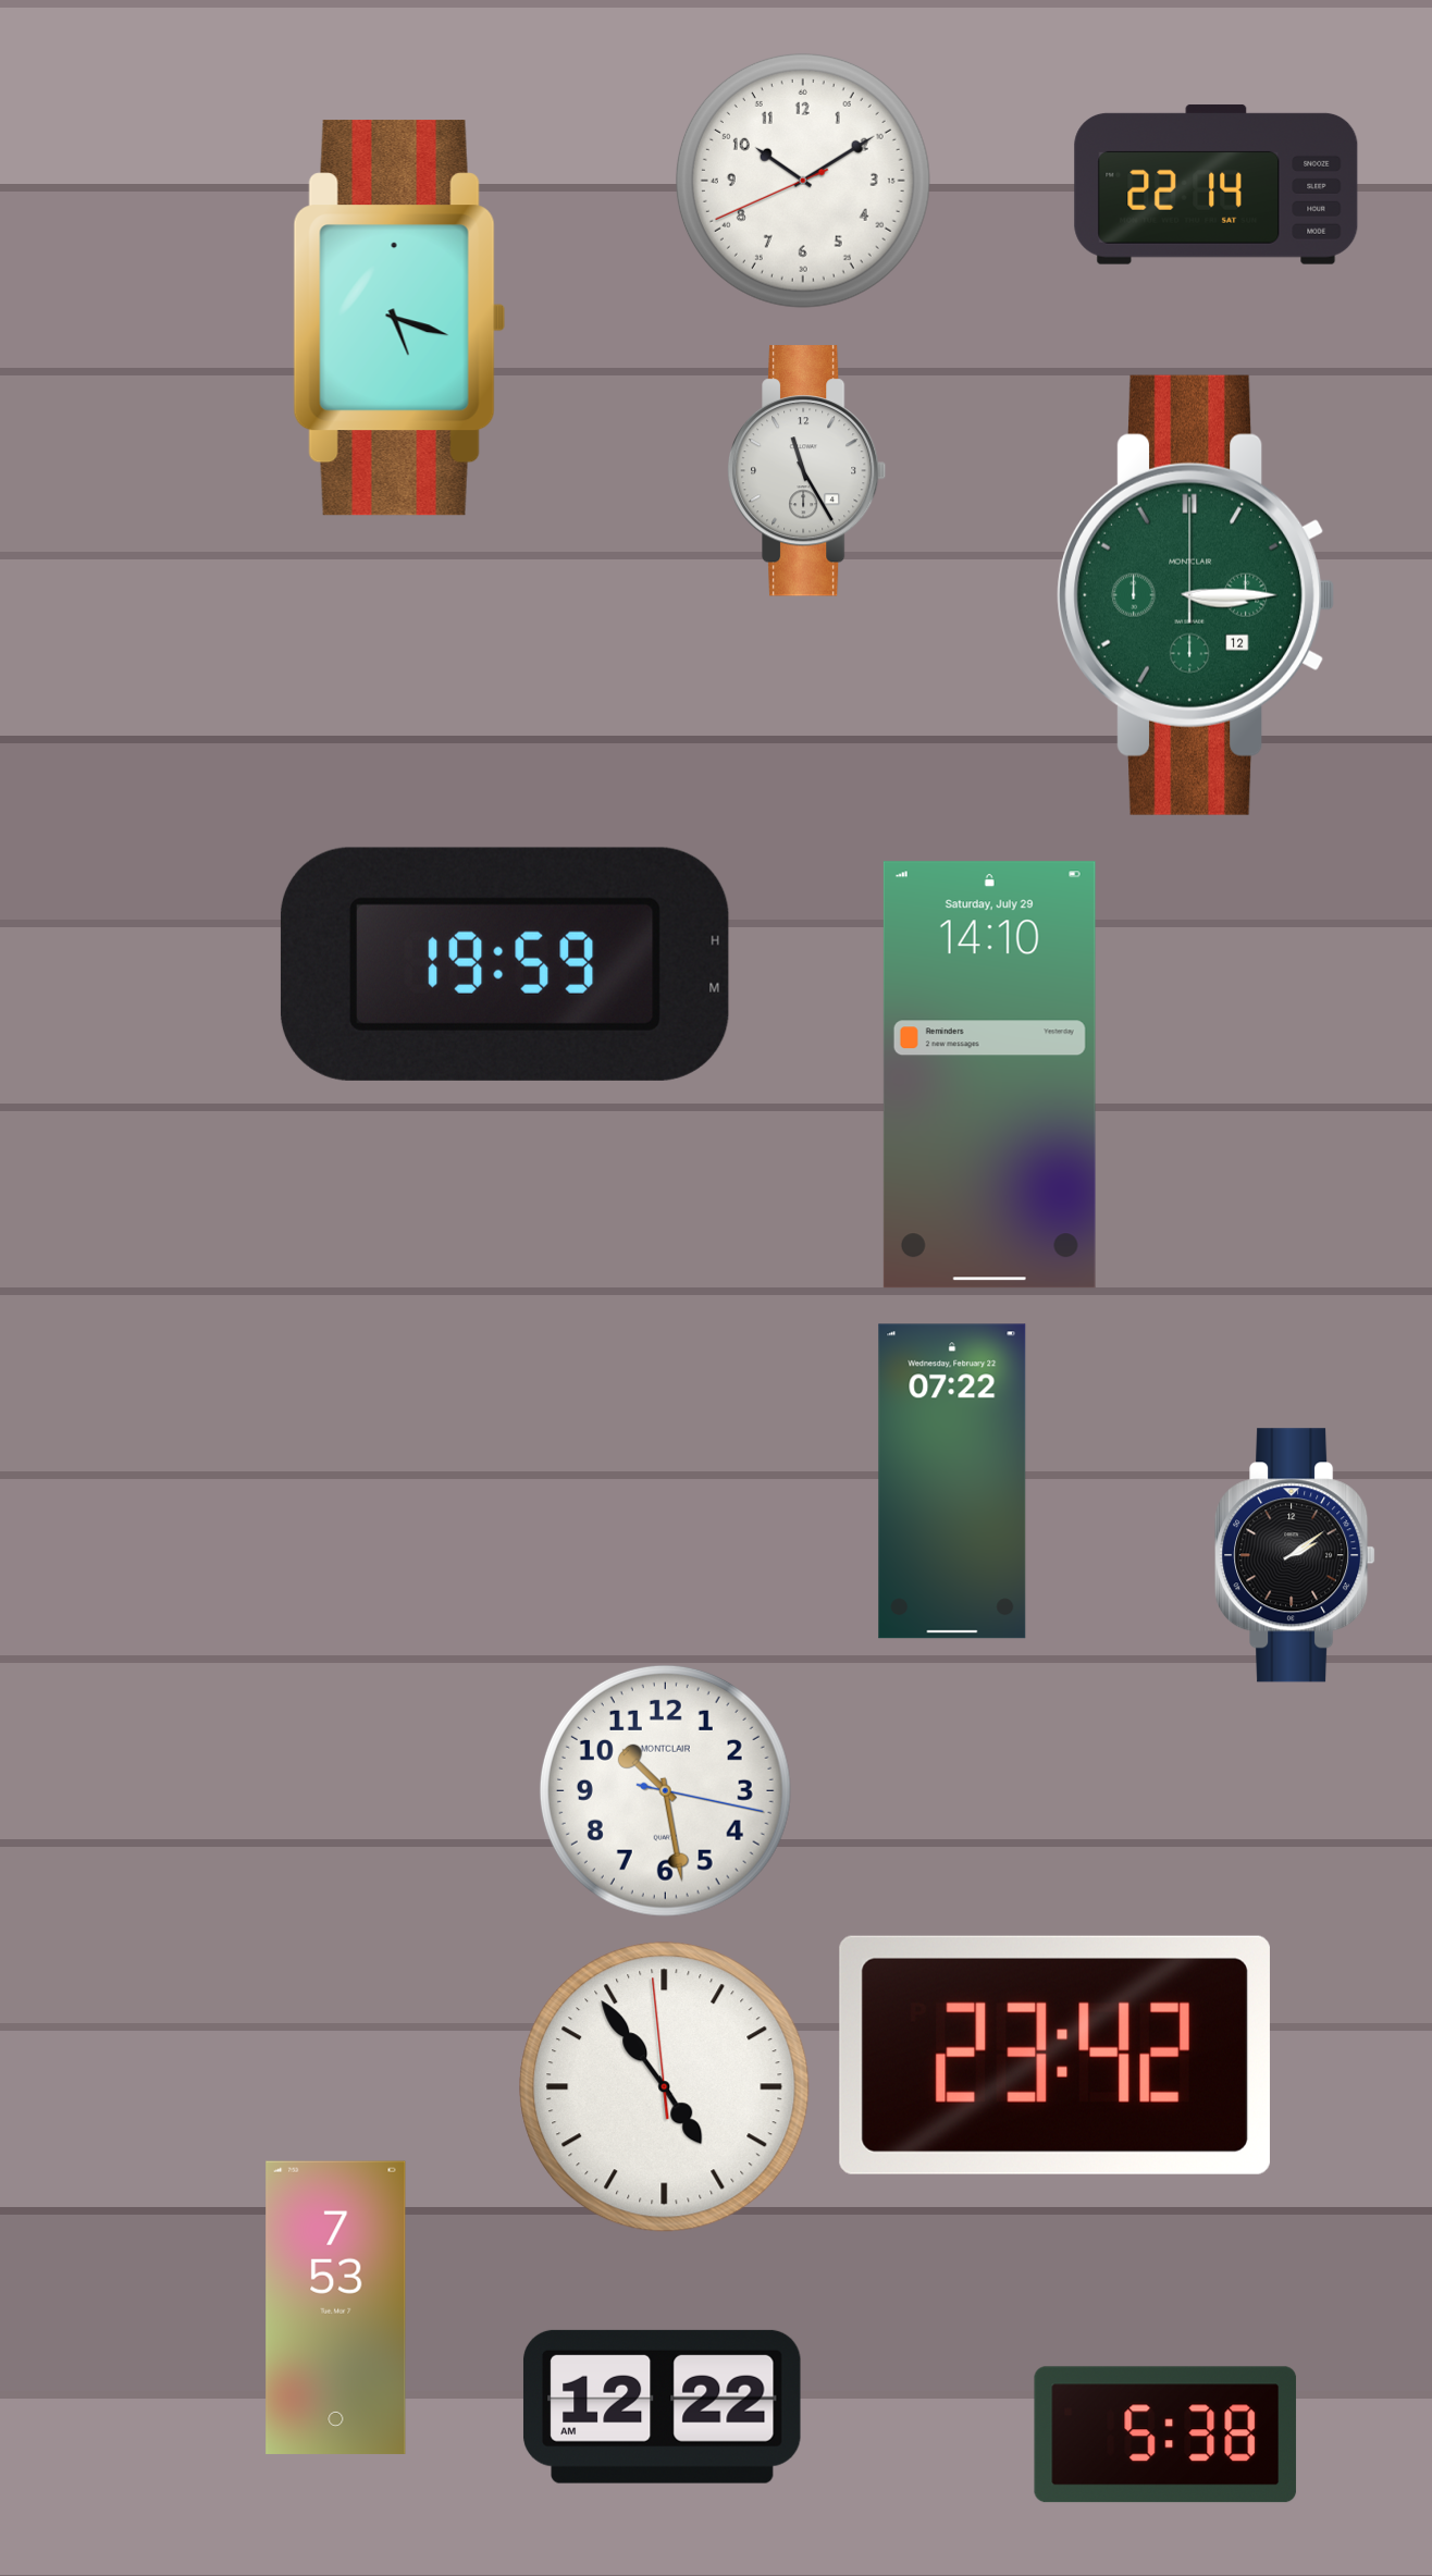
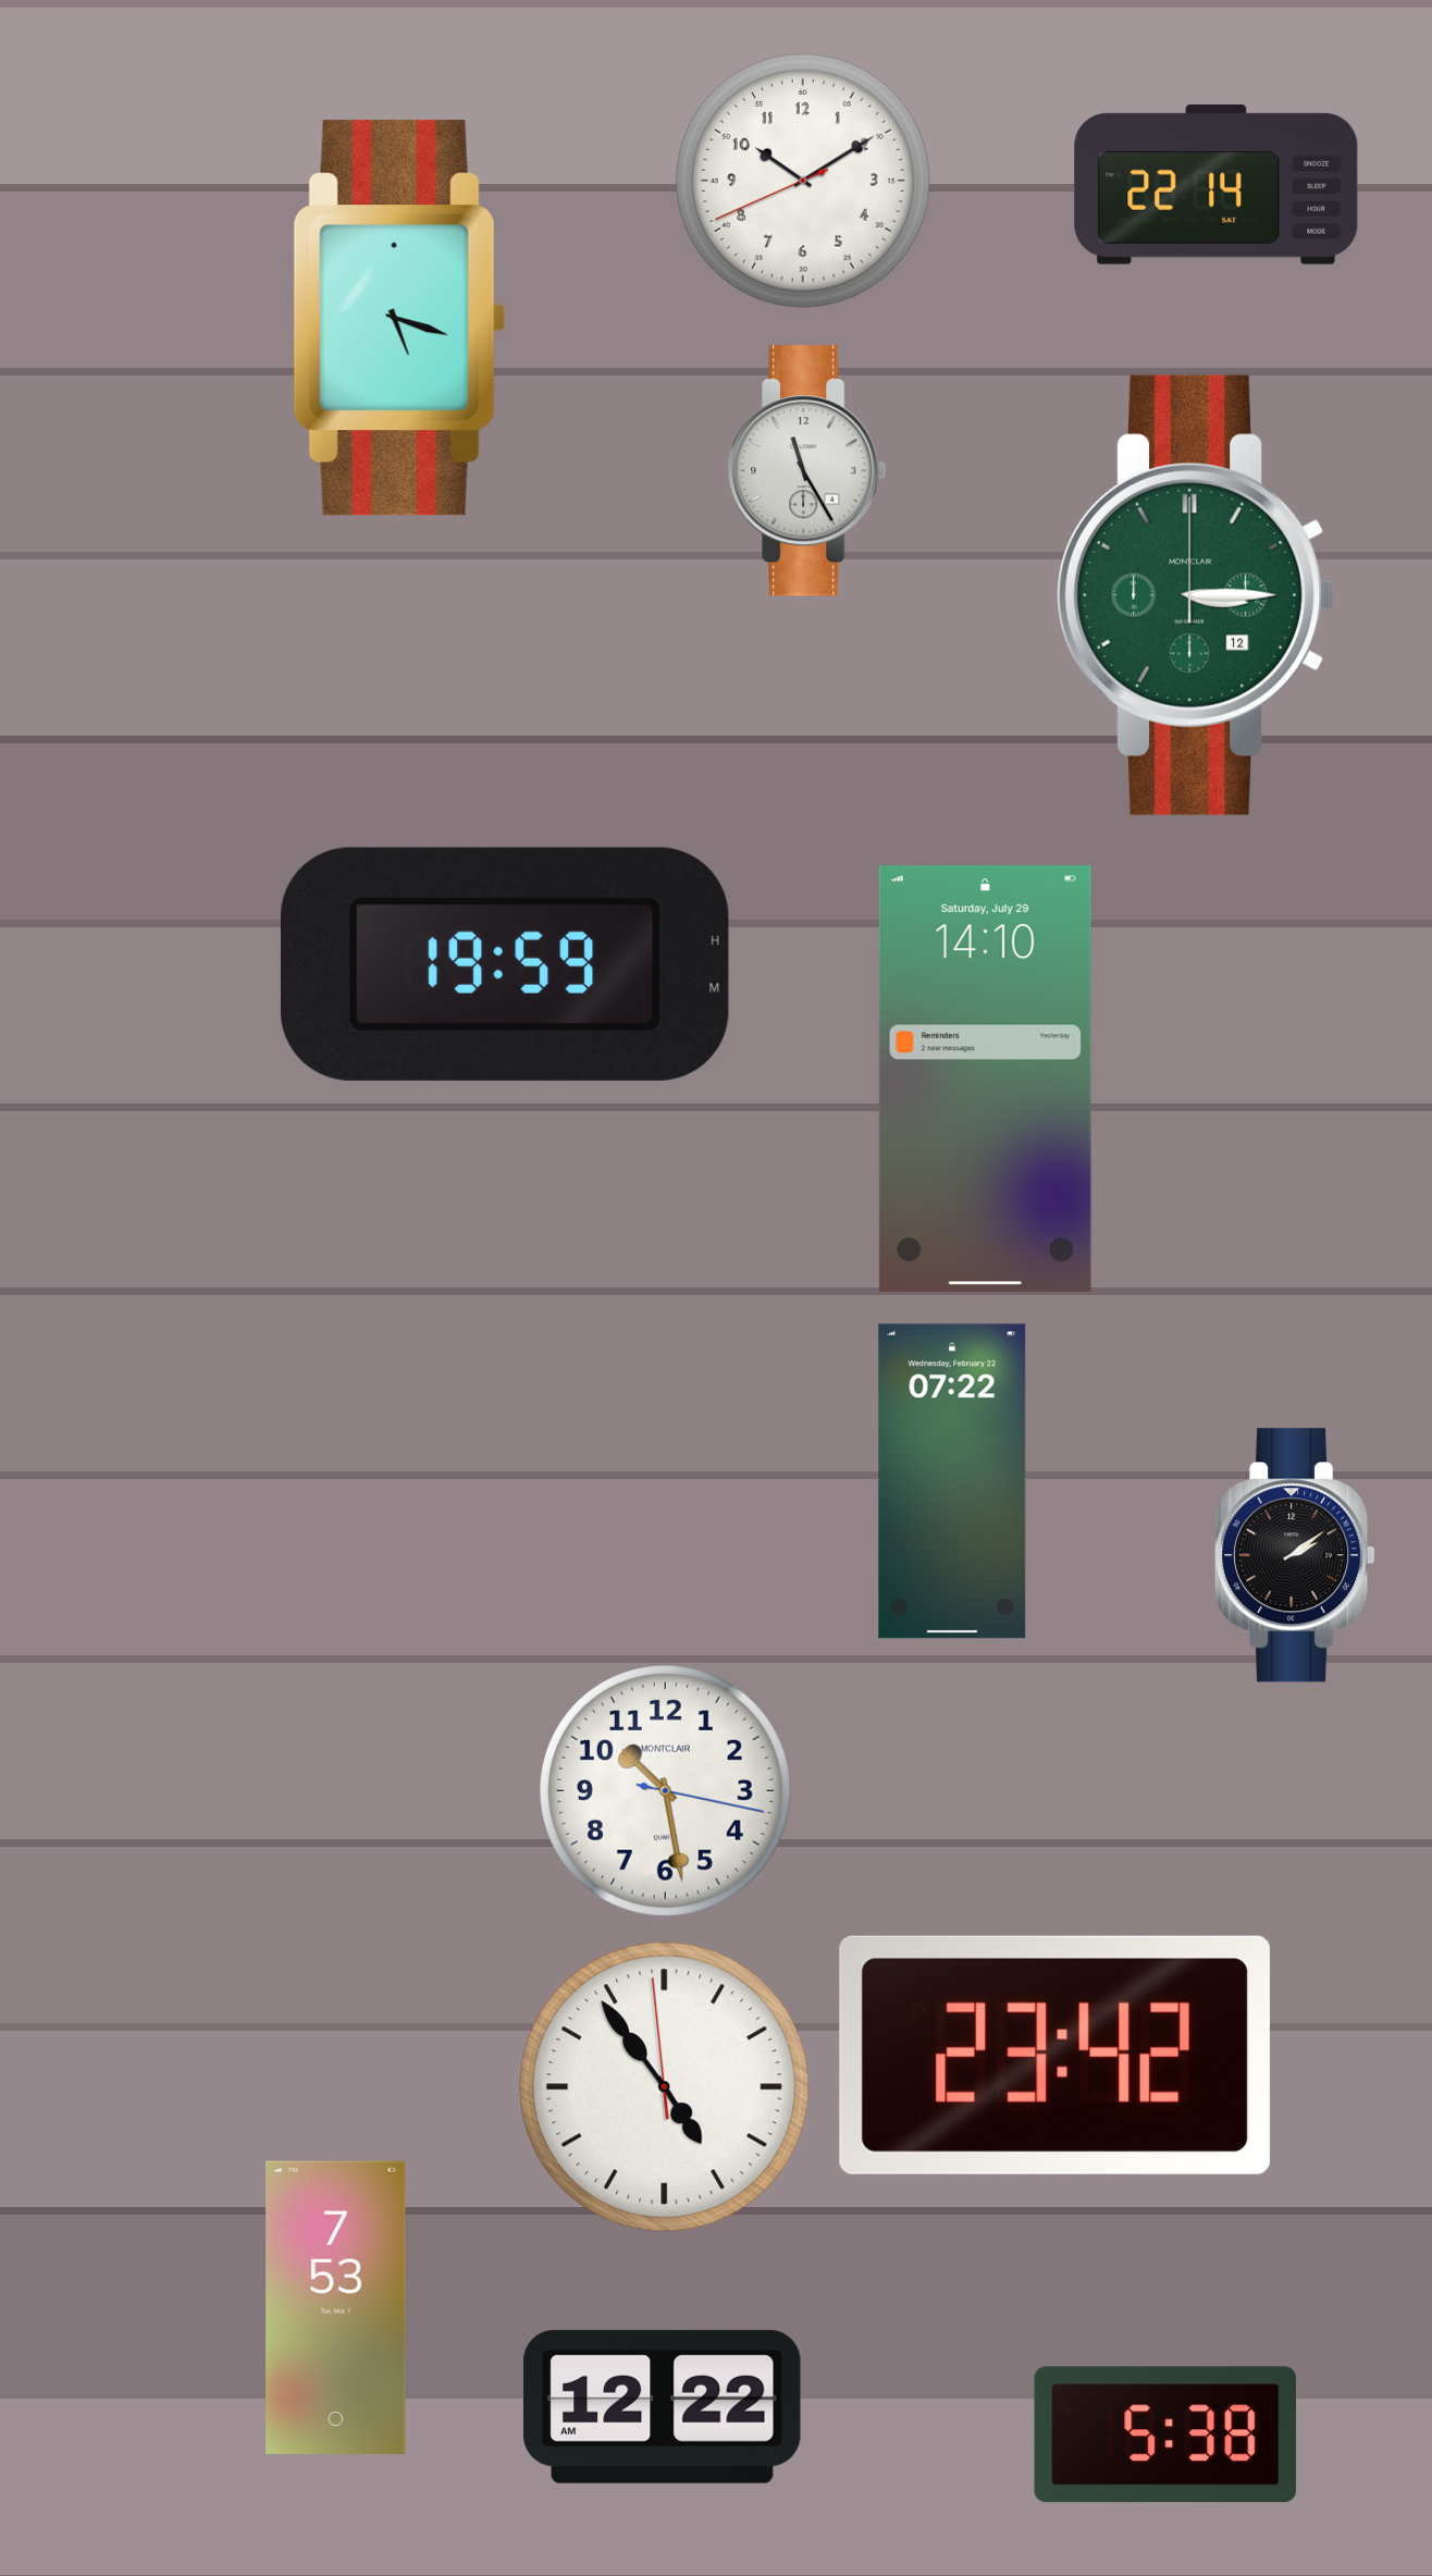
clock at (989, 1075) position: (989, 1075) -> (985, 1080)
